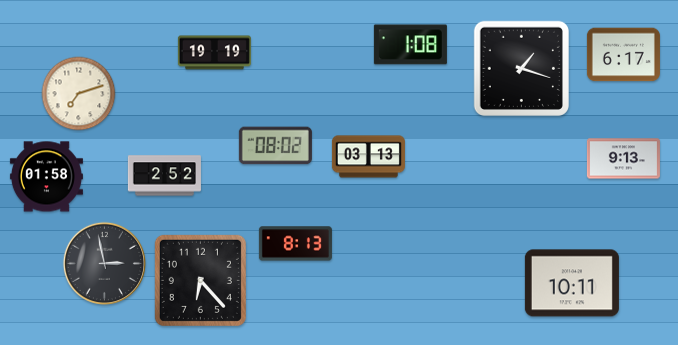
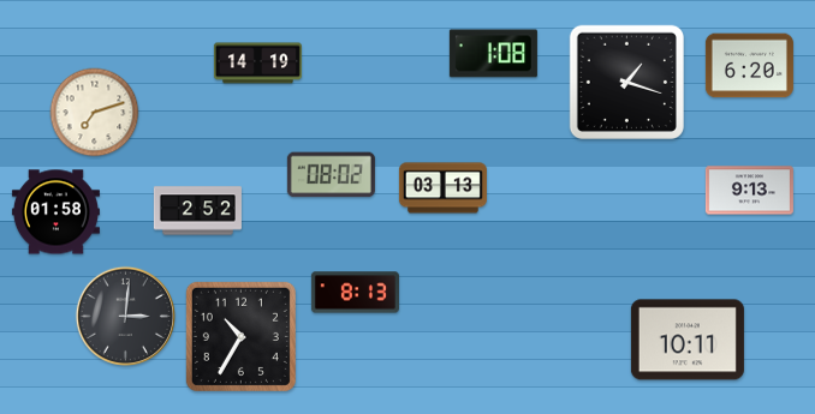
clock at (214, 53): 19:19 -> 14:19
clock at (623, 55): 6:17 -> 6:20
clock at (104, 263): 2:58 -> 3:01
clock at (200, 280): 6:23 -> 10:35
